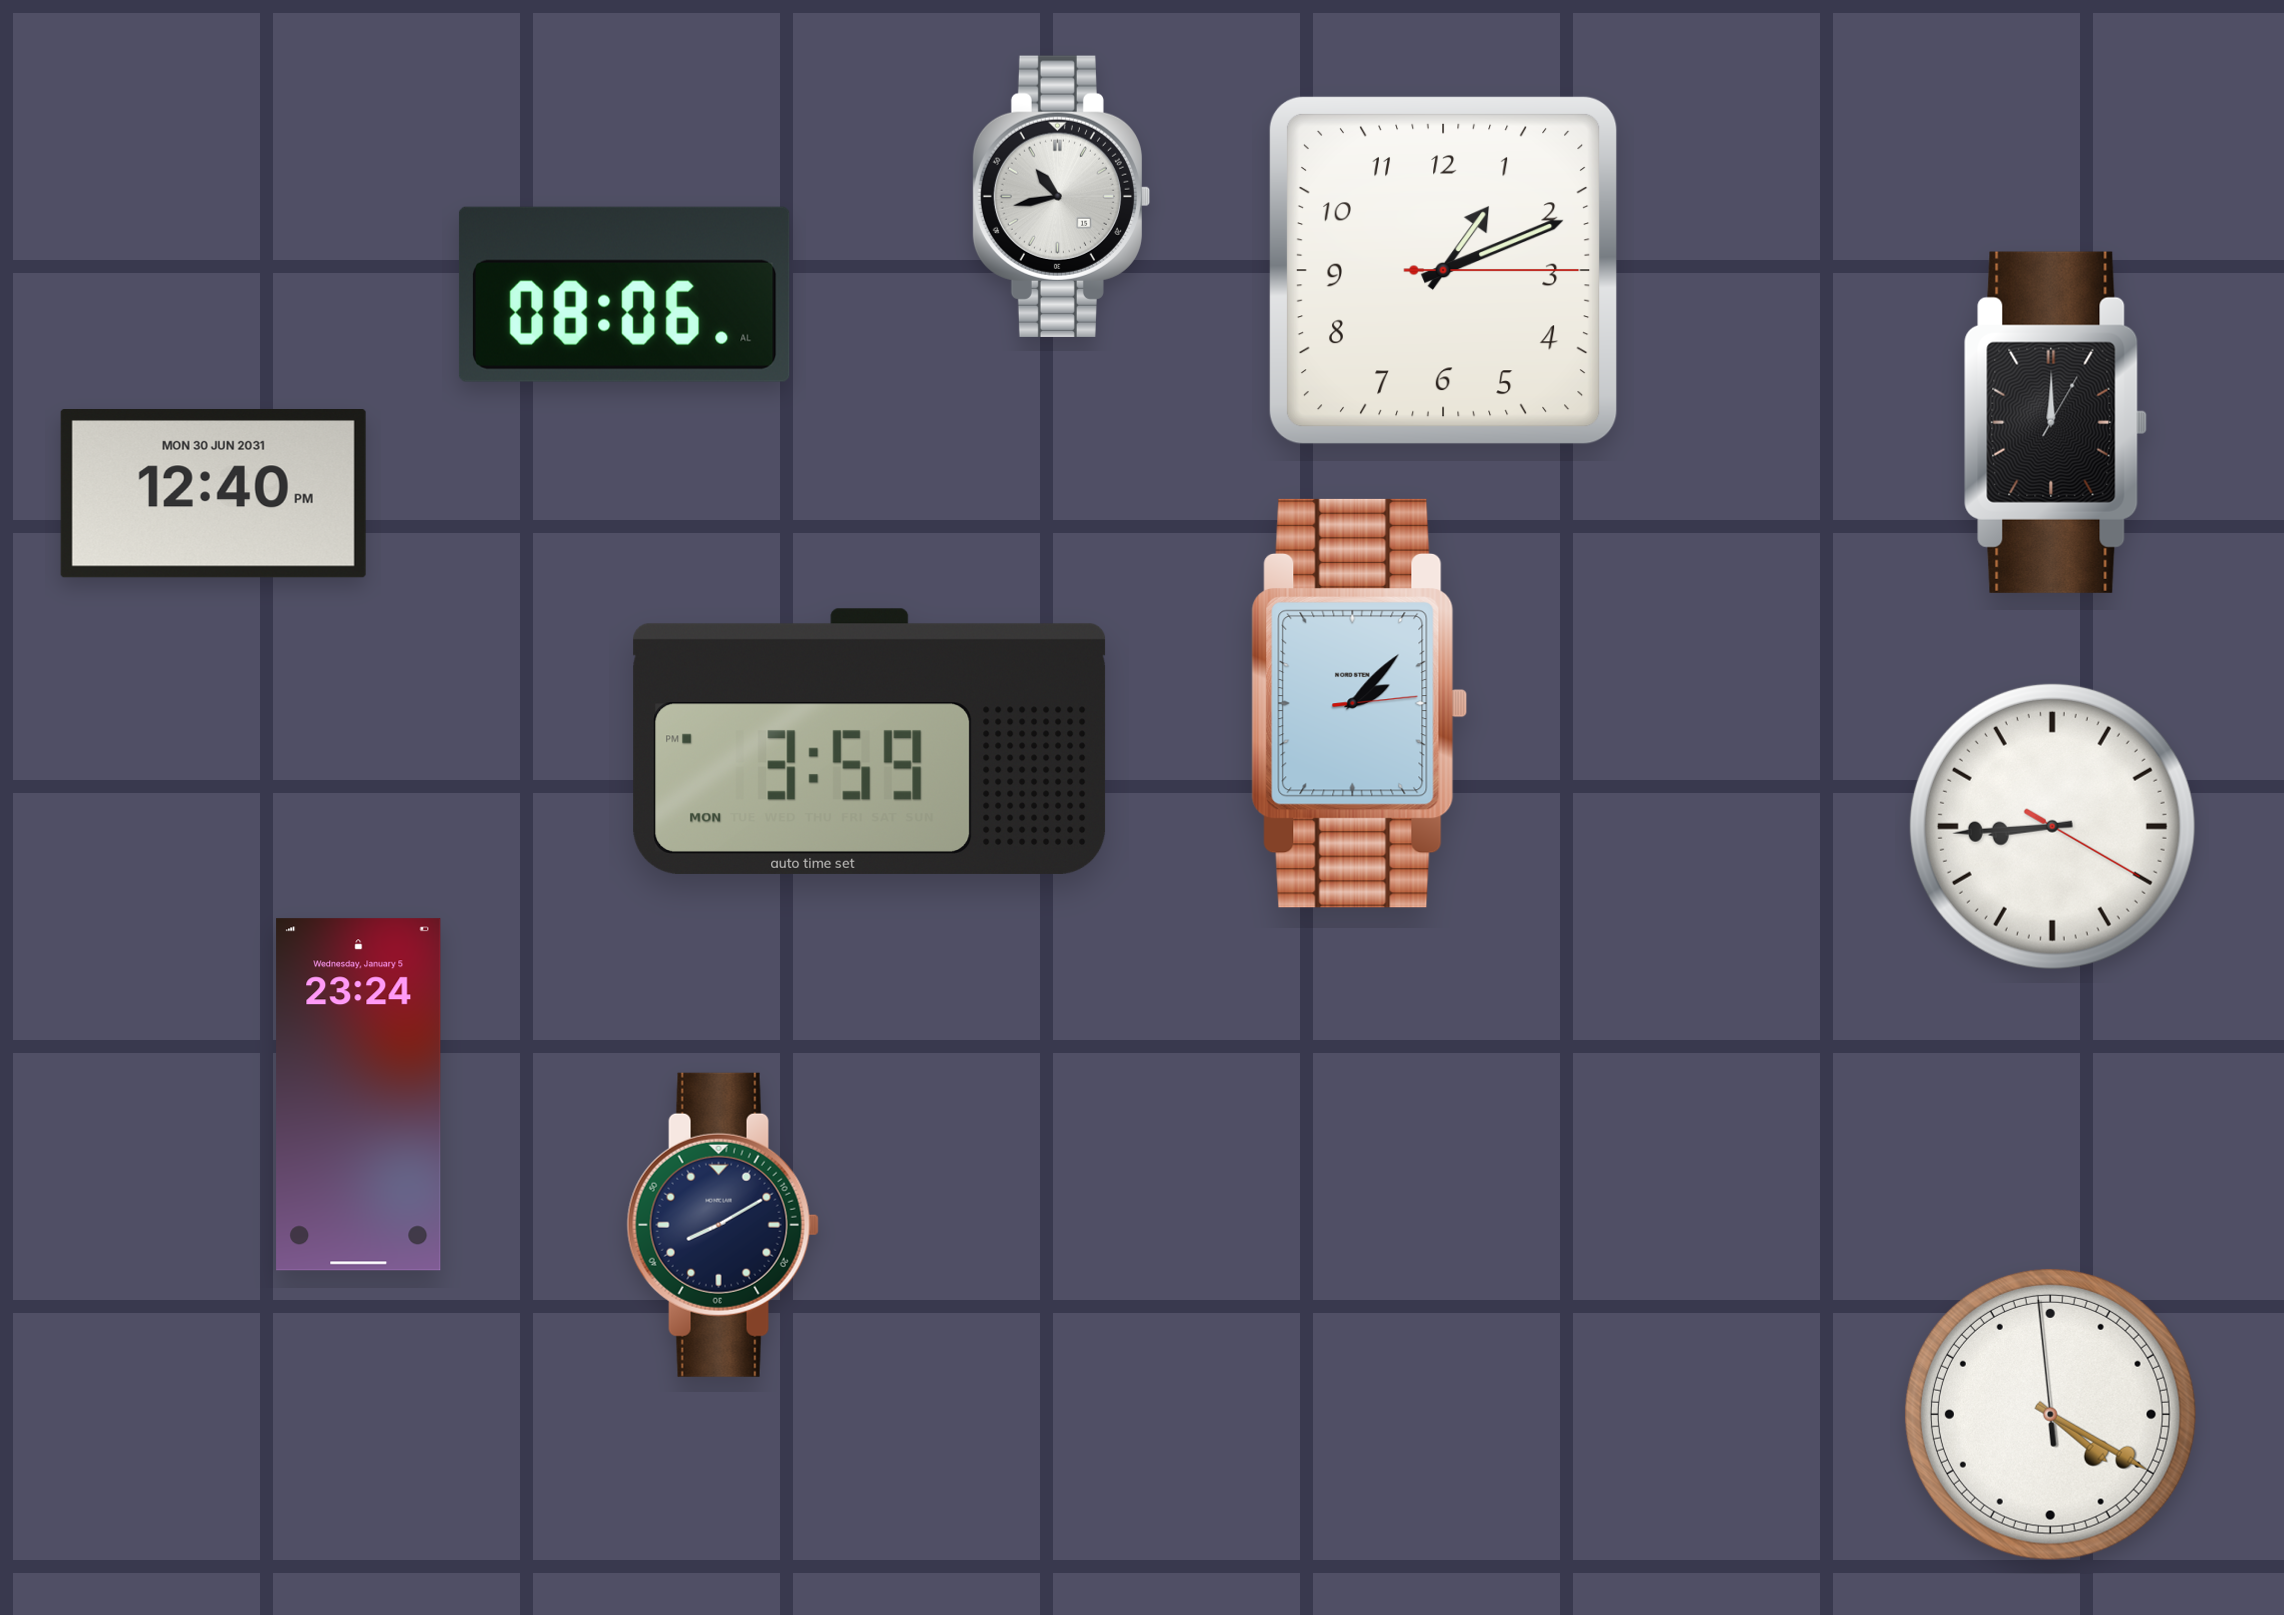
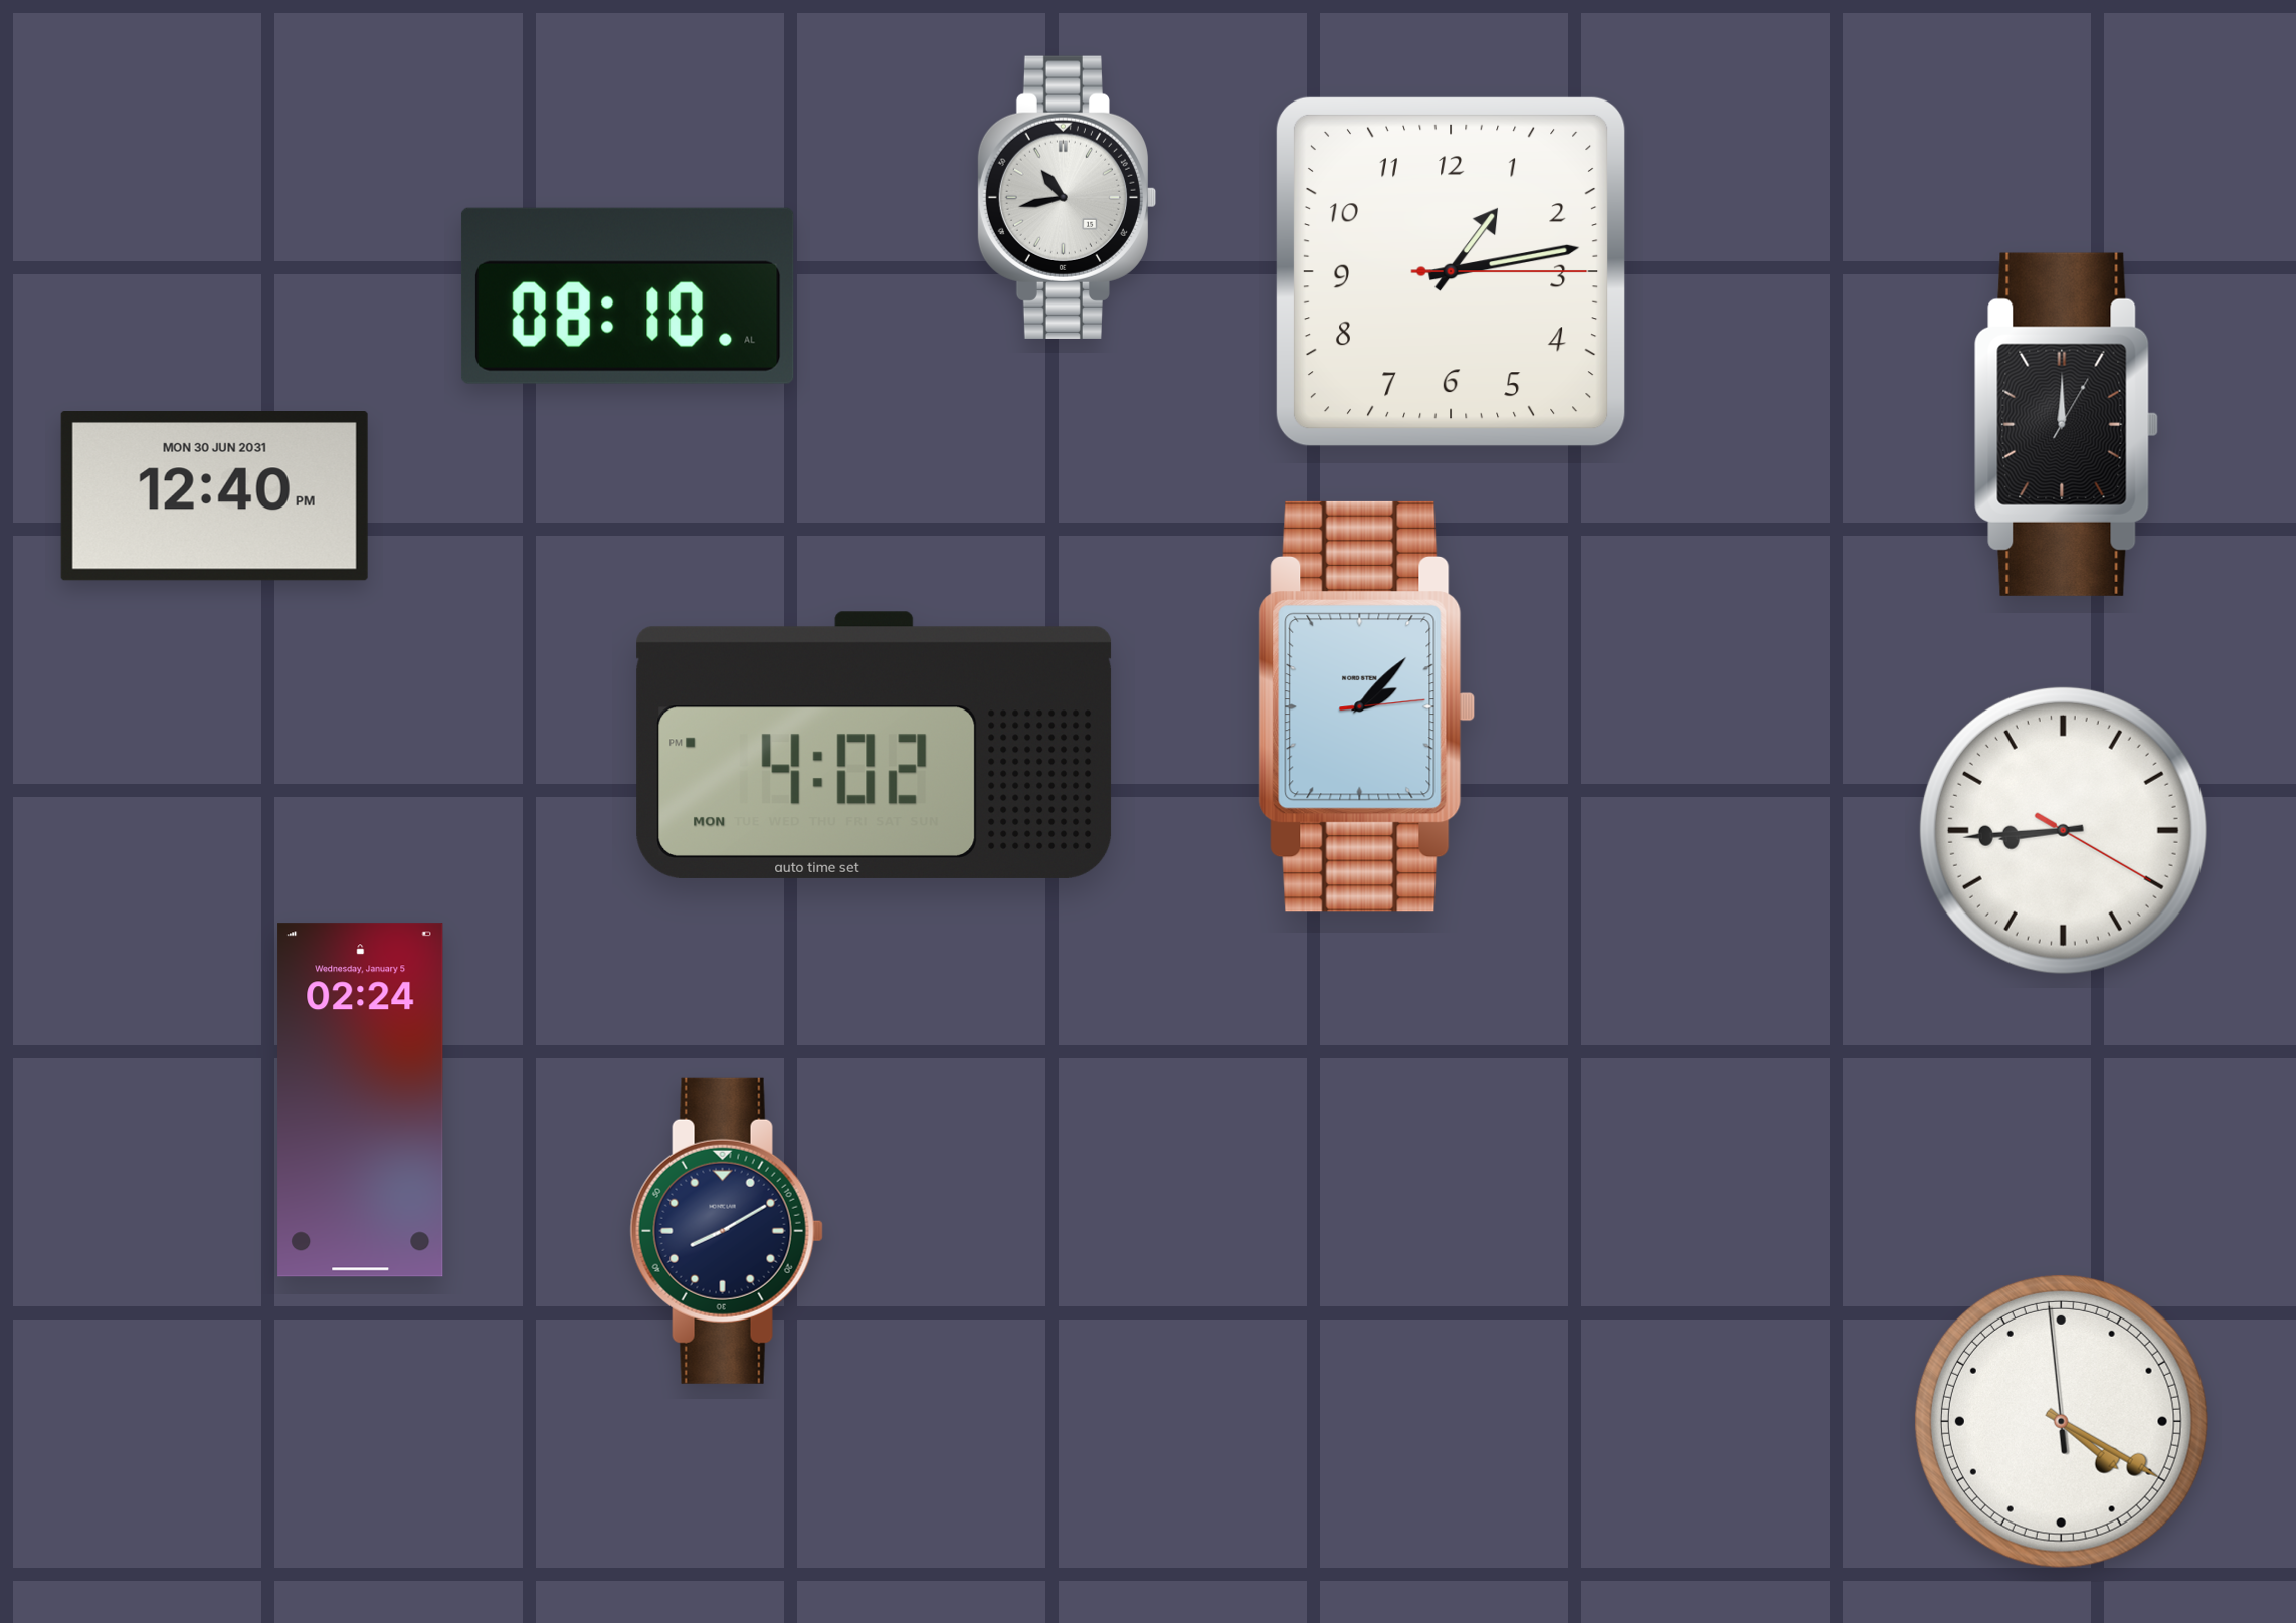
clock at (1443, 270): 1:11 -> 1:13
clock at (624, 294): 08:06 -> 08:10
clock at (870, 741): 3:59 -> 4:02
clock at (359, 1095): 23:24 -> 02:24
